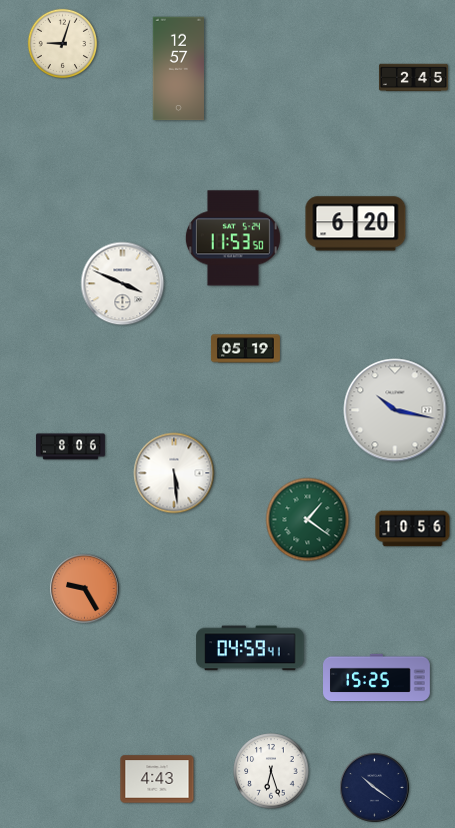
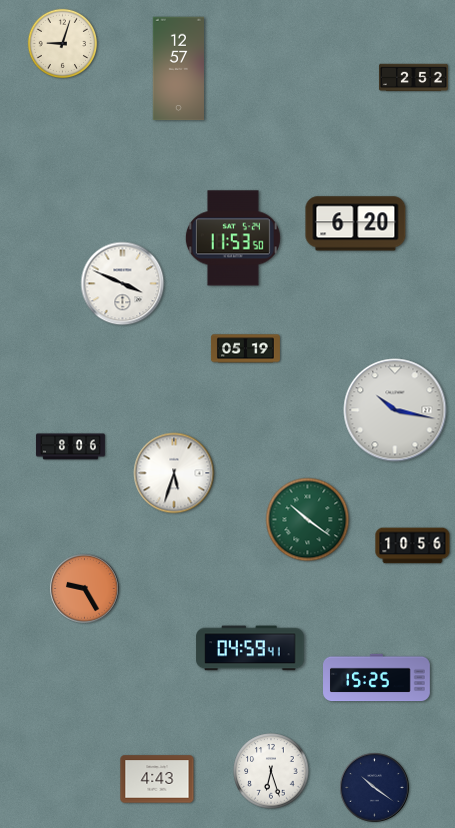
clock at (413, 78): 2:45 -> 2:52
clock at (174, 473): 5:29 -> 5:33
clock at (308, 520): 1:21 -> 10:21
clock at (413, 529) position: (413, 529) -> (413, 546)
